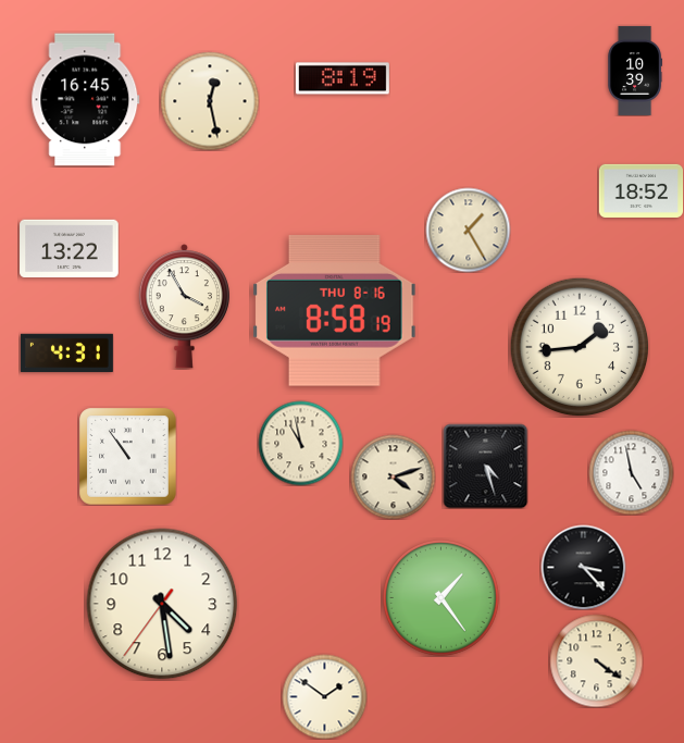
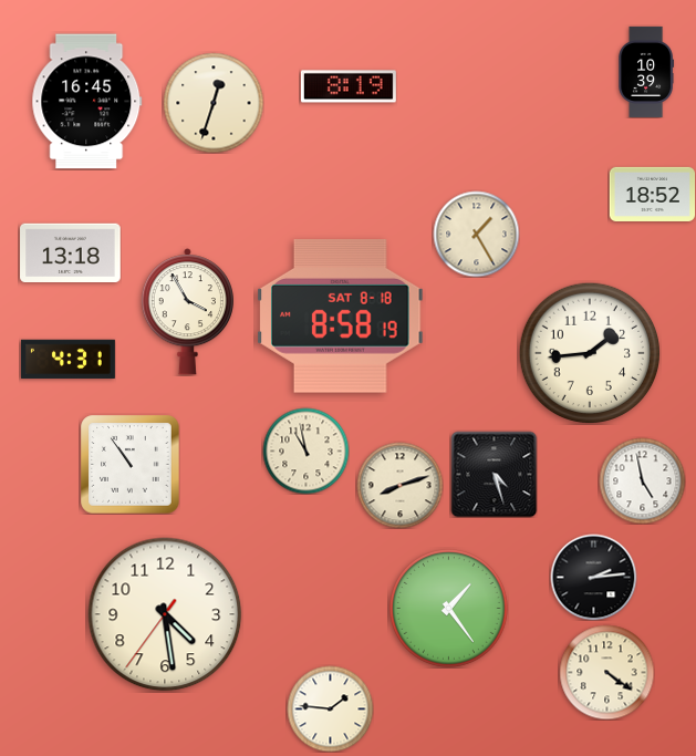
clock at (343, 78) position: (343, 78) -> (349, 86)
clock at (210, 101): 12:28 -> 12:33
clock at (70, 248): 13:22 -> 13:18
clock at (335, 310) date: THU 8-16 -> SAT 8-18
clock at (393, 476): 4:12 -> 8:12
clock at (583, 567): 3:23 -> 2:14
clock at (324, 696): 1:51 -> 1:46
